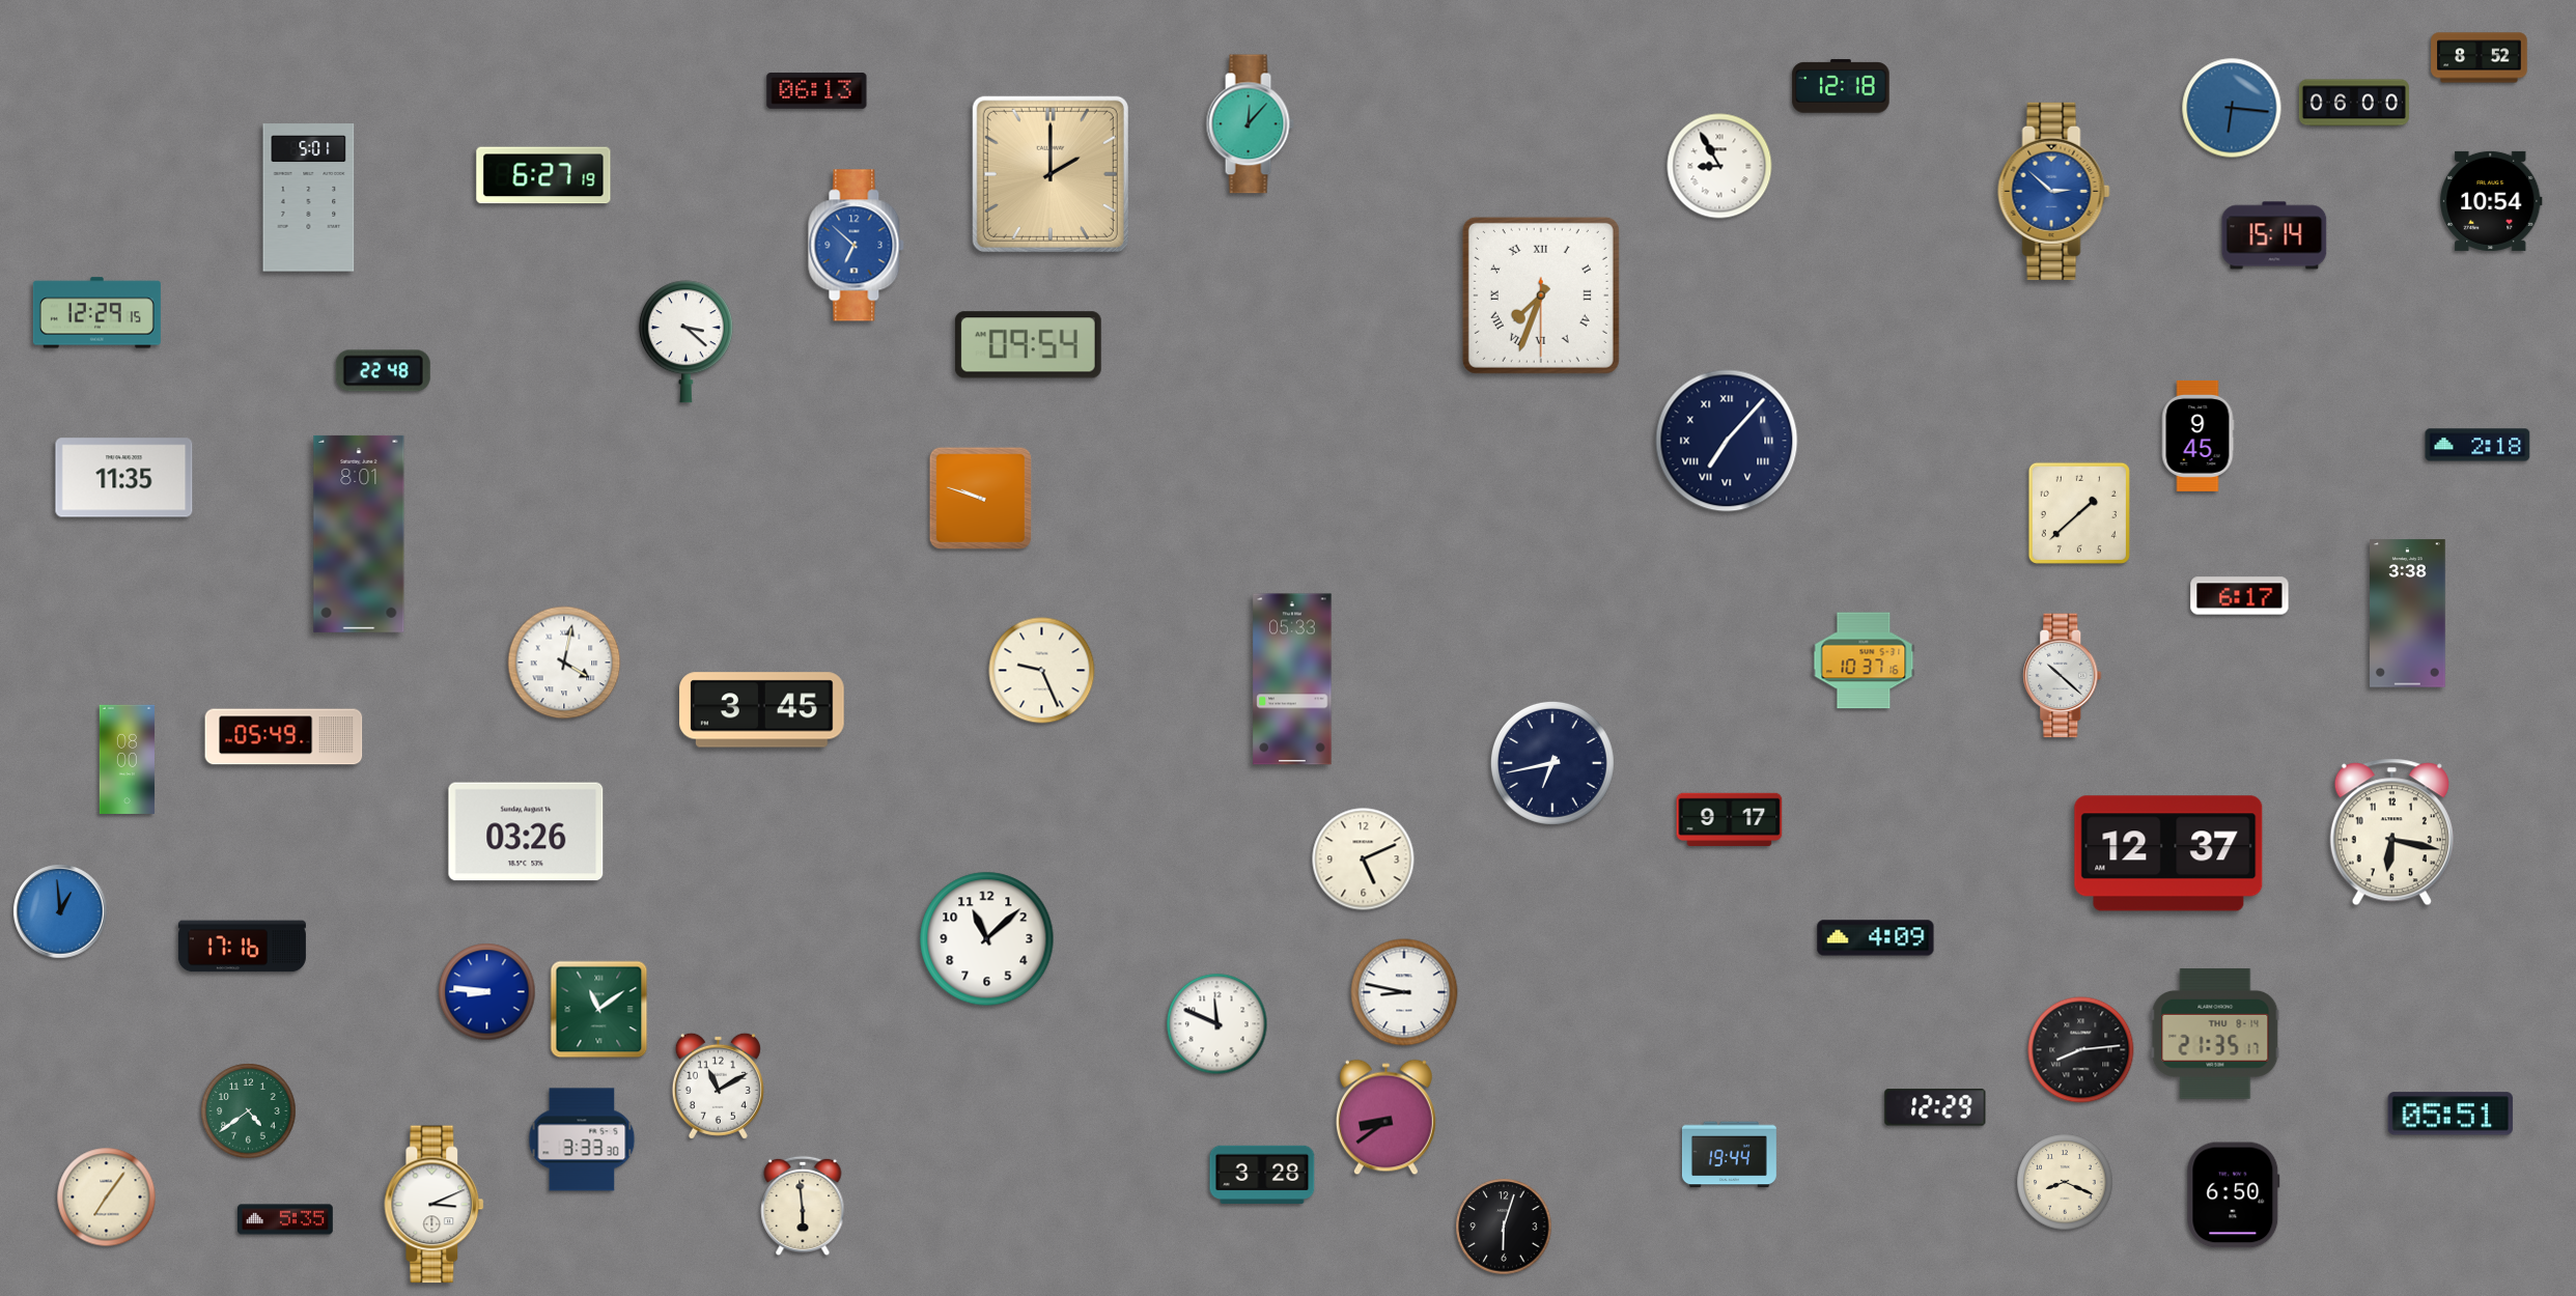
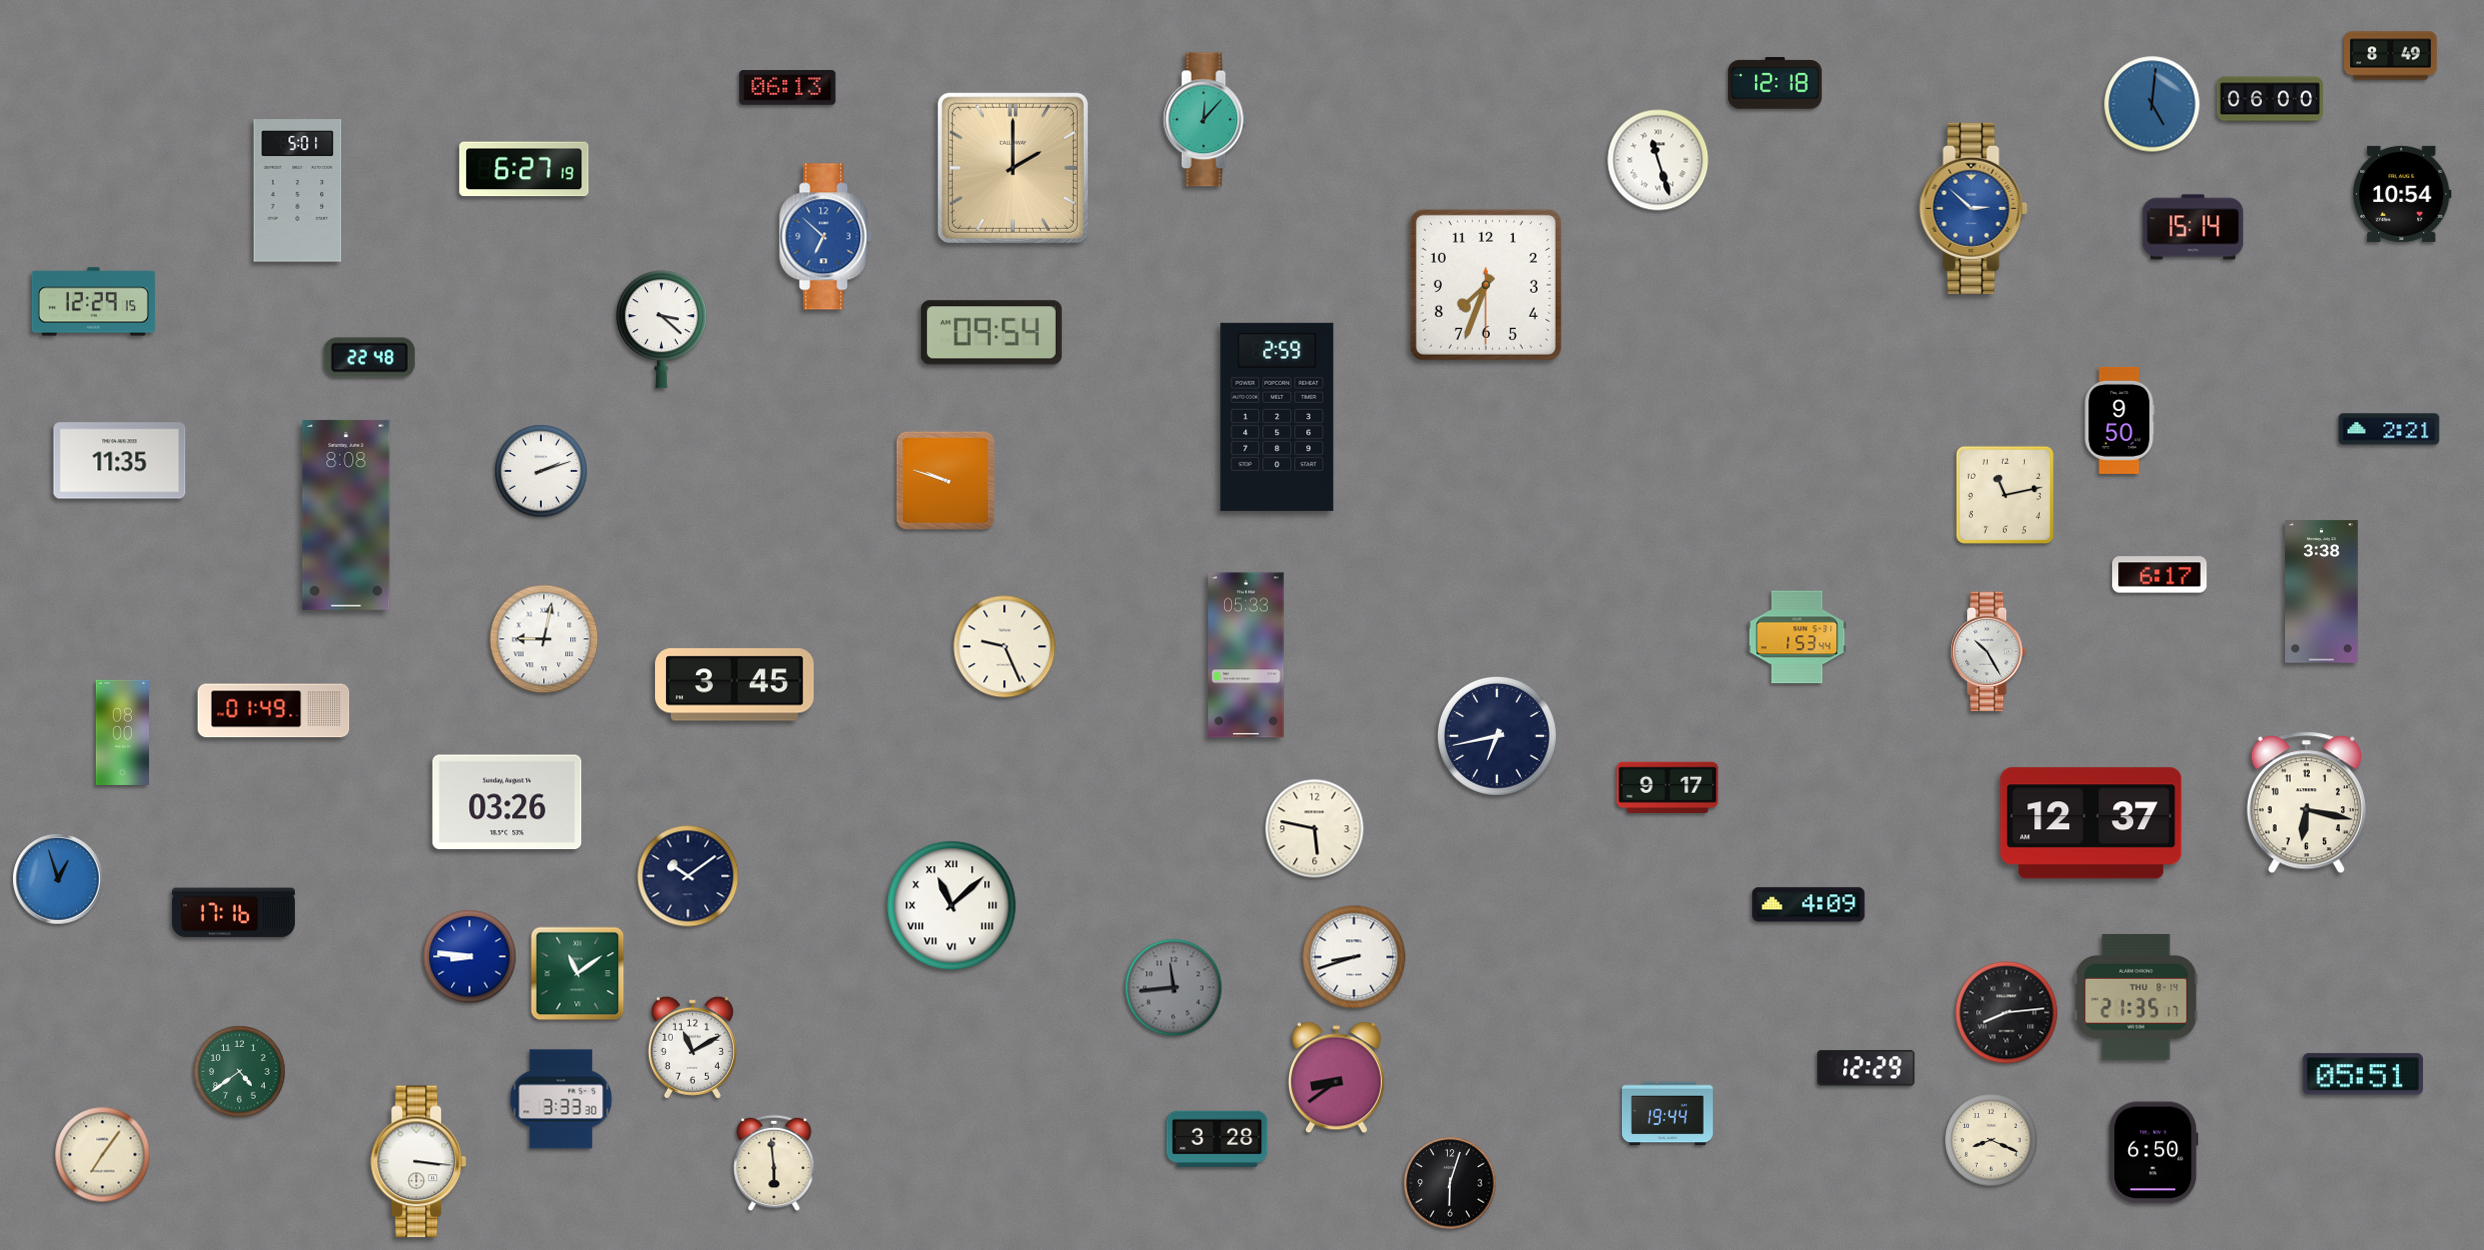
clock at (2480, 58): 8:52 -> 8:49
clock at (2232, 108): 6:16 -> 5:01
clock at (1719, 166): 8:55 -> 11:27
clock at (2054, 191) position: (2054, 191) -> (1974, 208)
clock at (1541, 295) numerals: Roman -> Arabic
clock at (1277, 417): none -> 2:59
clock at (2197, 435): 9:45 -> 9:50
clock at (1727, 441): 7:07 -> none
clock at (2477, 445): 2:18 -> 2:21
clock at (541, 471): none -> 2:12
clock at (2079, 513): 1:38 -> 11:13
clock at (359, 534): 8:01 -> 8:08
clock at (1864, 660): 10:37 -> 1:53
clock at (564, 663): 4:02 -> 9:02
clock at (2063, 676): 10:22 -> 10:25
clock at (284, 737): 05:49 -> 01:49
clock at (1730, 819) position: (1730, 819) -> (1668, 787)
clock at (1364, 860): 5:11 -> 5:47
clock at (688, 876): none -> 10:09
clock at (60, 911): 12:59 -> 12:57
clock at (987, 939) numerals: Arabic -> Roman
clock at (1404, 992): 8:47 -> 8:42
clock at (1217, 1024): 11:49 -> 11:44
clock at (1217, 1024) dial: white -> grey
clock at (1262, 1174) position: (1262, 1174) -> (1217, 1138)
clock at (435, 1205): 3:11 -> 3:16
clock at (285, 1219): 5:35 -> none
